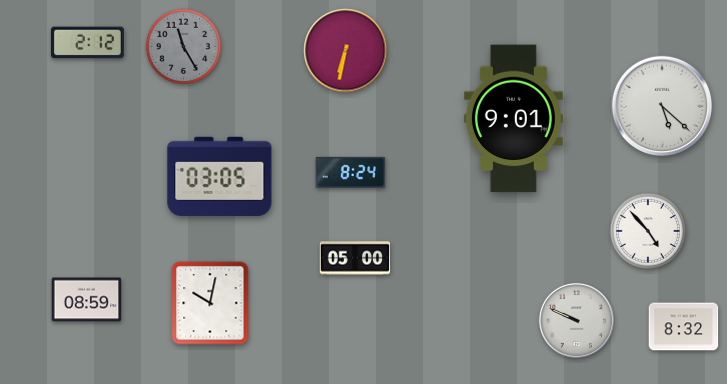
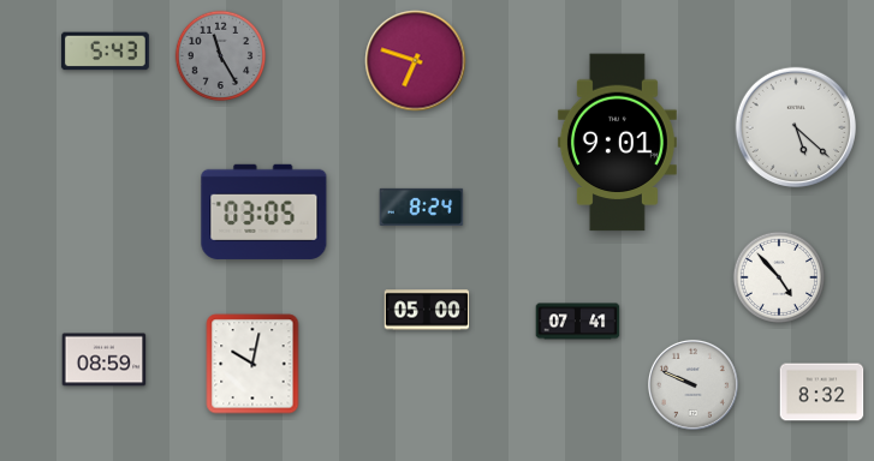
clock at (87, 43): 2:12 -> 5:43
clock at (346, 51): 6:32 -> 6:48
clock at (578, 322): none -> 07:41
